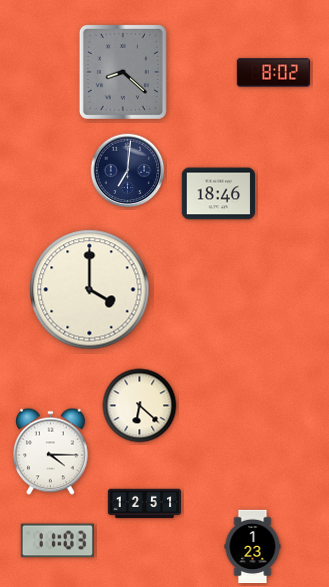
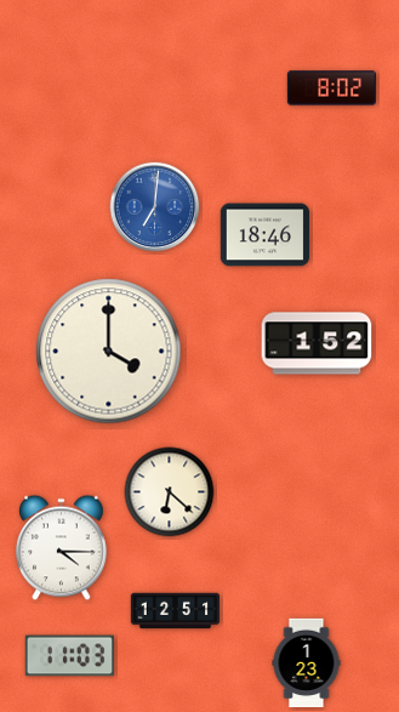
clock at (123, 72): 8:22 -> none
clock at (128, 171) dial: navy -> blue
clock at (317, 343): none -> 1:52
